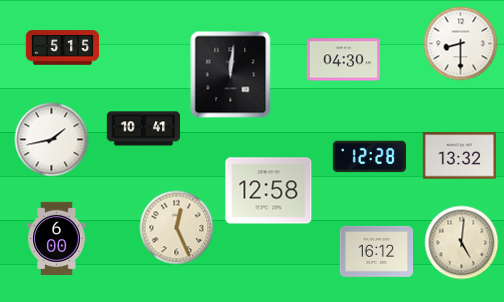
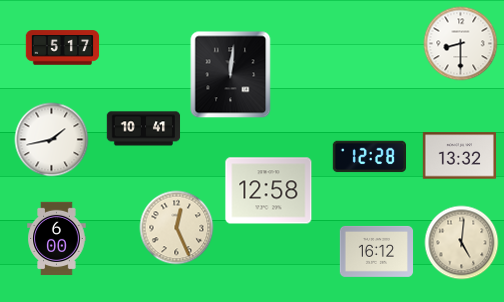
clock at (63, 48): 5:15 -> 5:17
clock at (344, 60): 04:30 -> none
